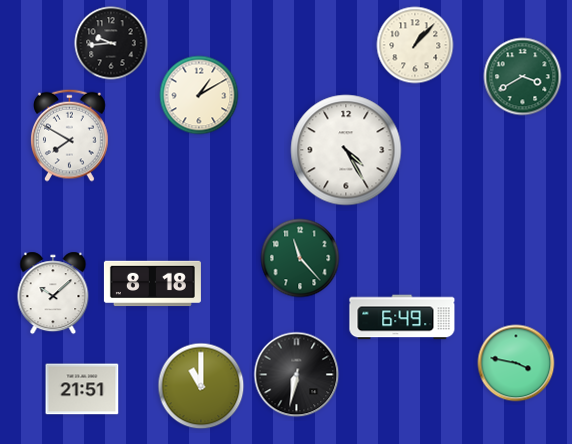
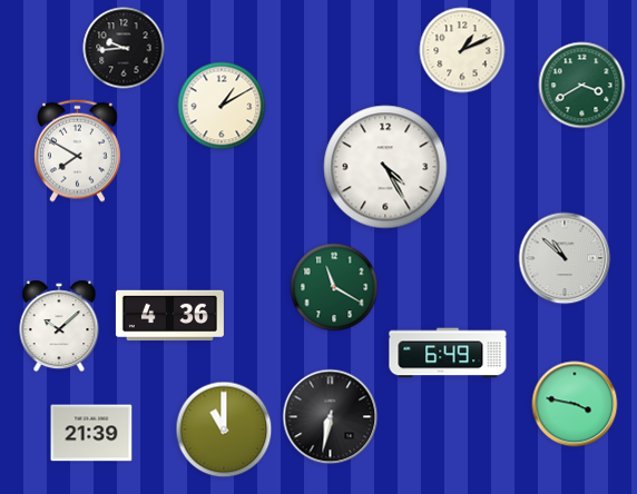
clock at (415, 45): 1:07 -> 1:11
clock at (565, 258): none -> 10:52
clock at (300, 258): 11:23 -> 11:20
clock at (152, 284): 8:18 -> 4:36
clock at (82, 389): 21:51 -> 21:39
